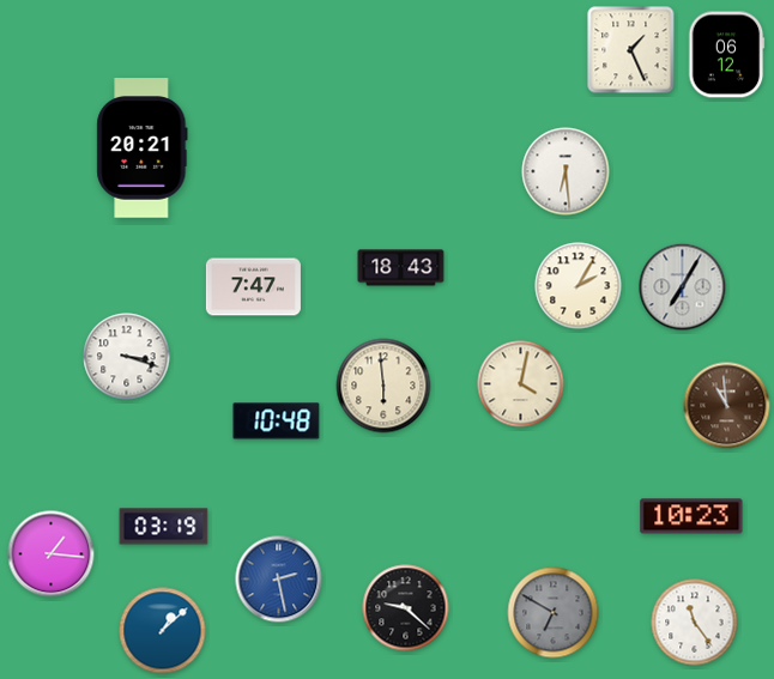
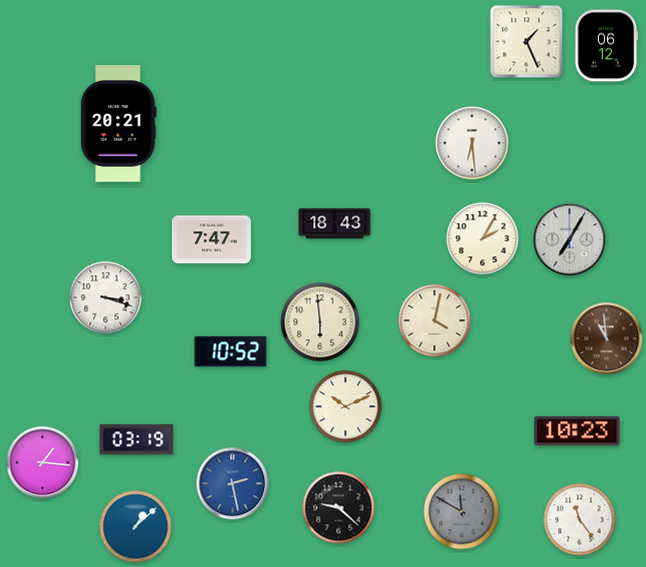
clock at (277, 422): 10:48 -> 10:52
clock at (346, 407): none -> 10:11
clock at (554, 613): 6:50 -> 11:50
